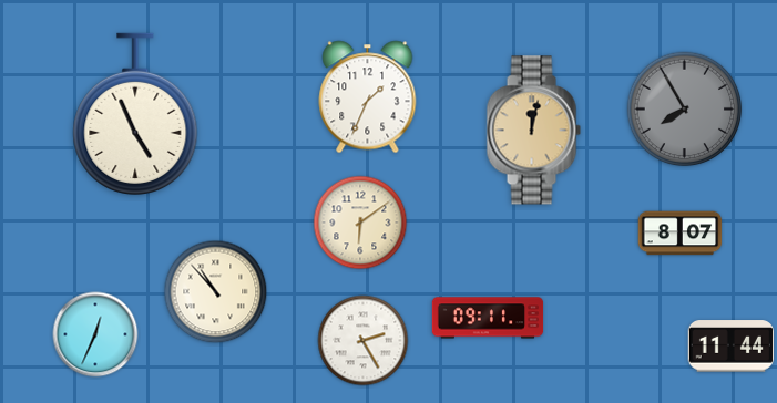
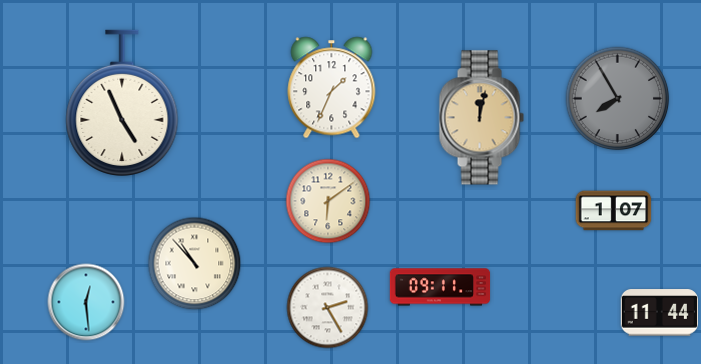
clock at (360, 223) position: (360, 223) -> (328, 201)
clock at (681, 234): 8:07 -> 1:07
clock at (95, 334): 12:34 -> 12:29
